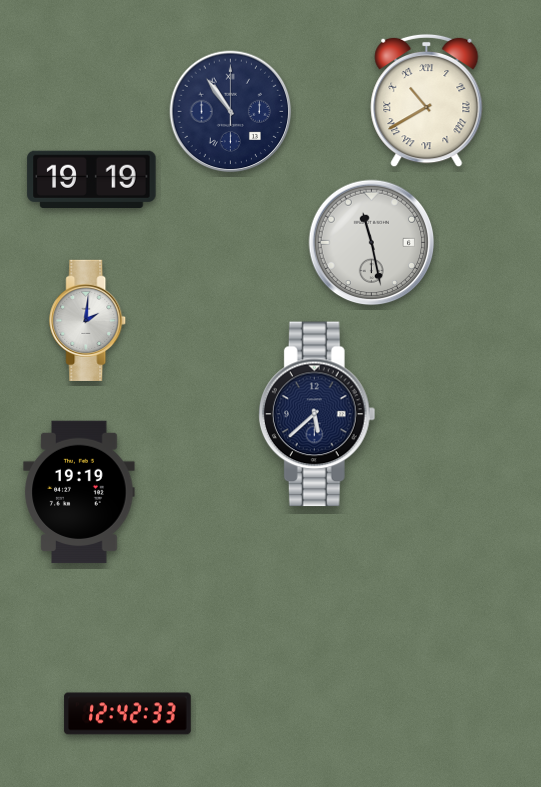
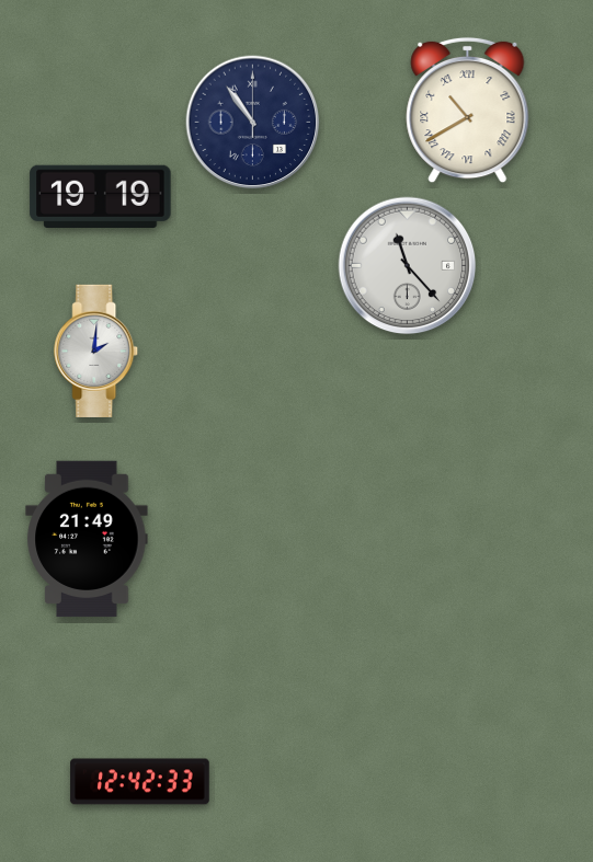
clock at (372, 243): 11:28 -> 11:23
clock at (317, 414): 5:38 -> none
clock at (79, 492): 19:19 -> 21:49
